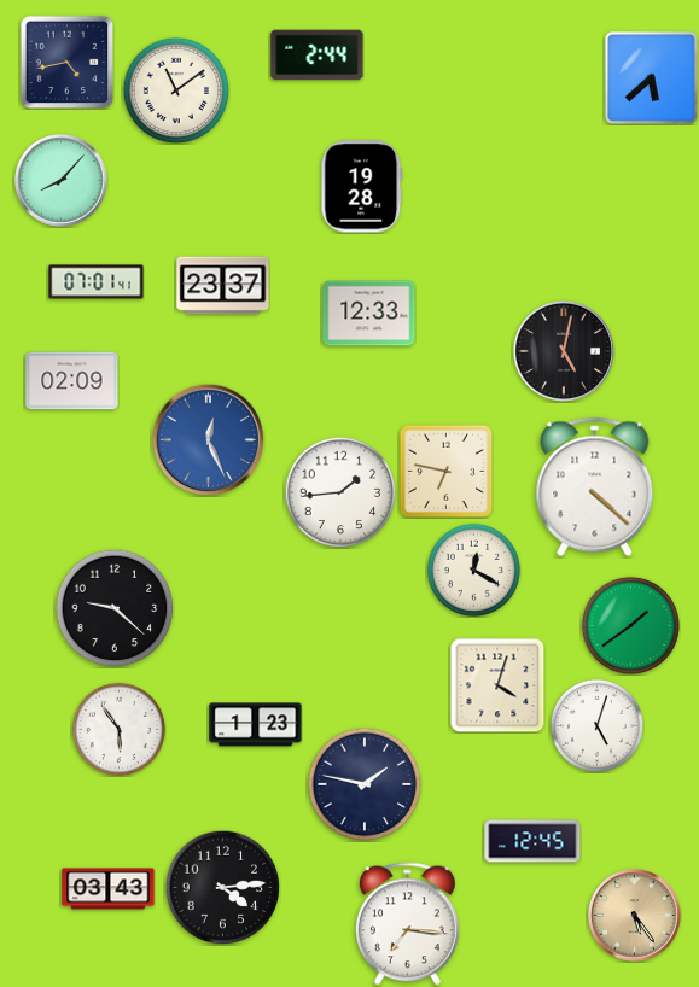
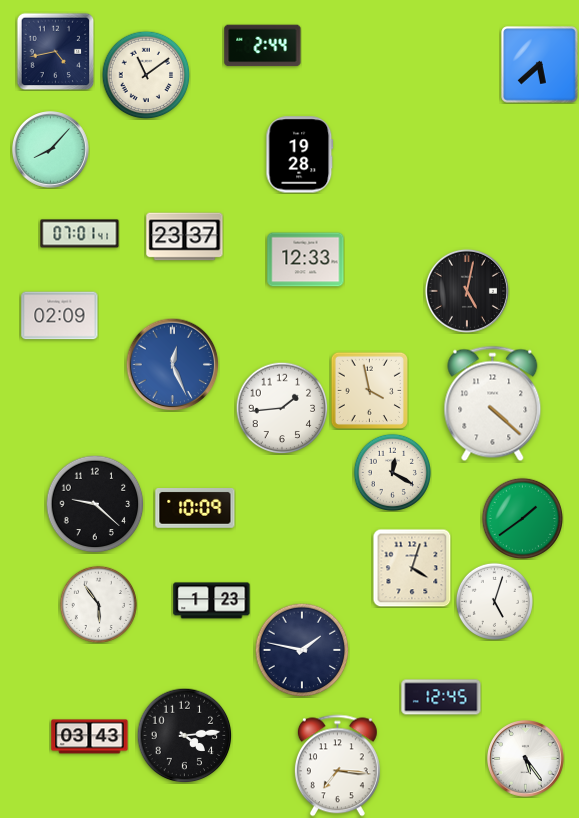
clock at (445, 471): 6:47 -> 3:58
clock at (195, 509): none -> 10:09
clock at (635, 916) dial: champagne -> white
